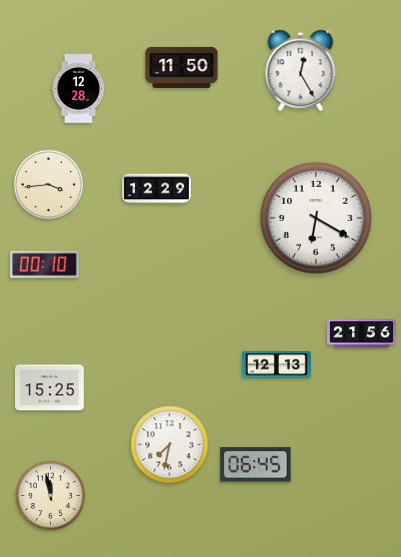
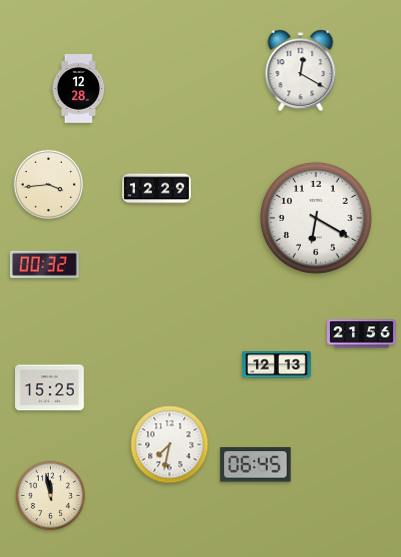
clock at (182, 67): 11:50 -> none
clock at (301, 71): 12:25 -> 12:20
clock at (45, 264): 00:10 -> 00:32
